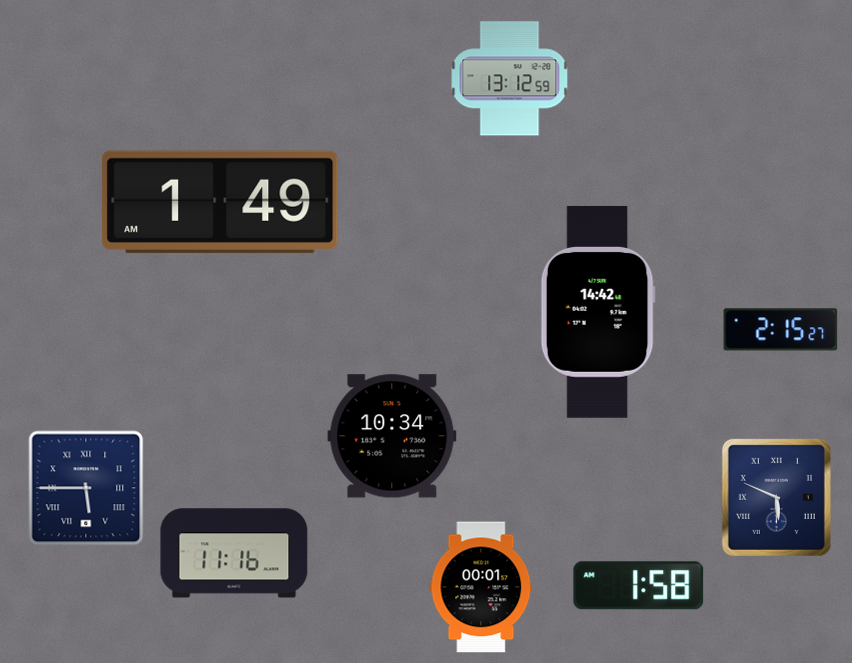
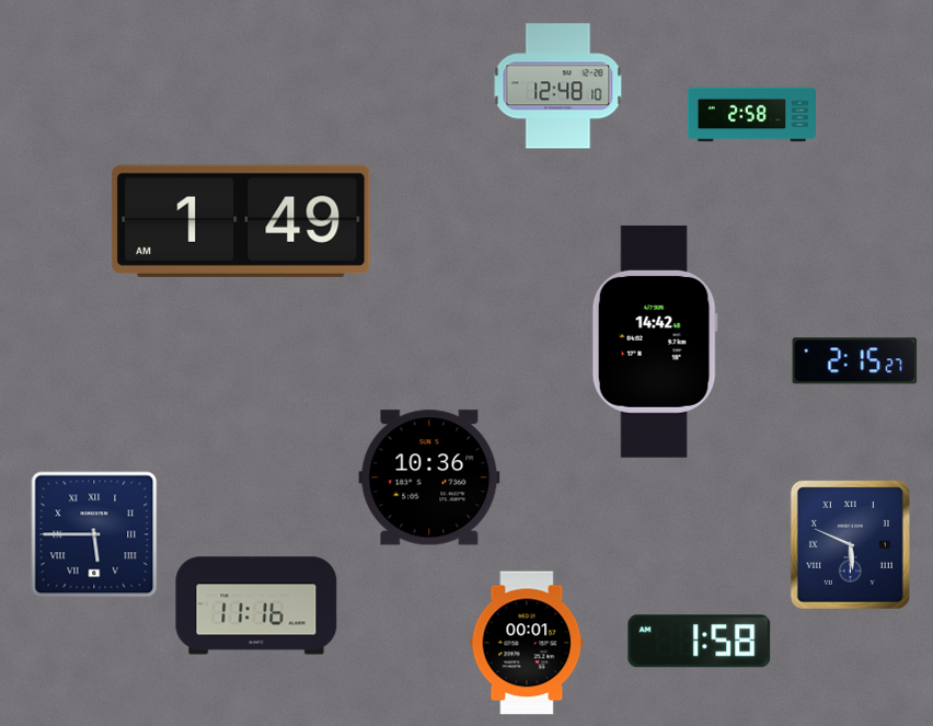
clock at (510, 79): 13:12 -> 12:48
clock at (751, 115): none -> 2:58
clock at (392, 436): 10:34 -> 10:36
